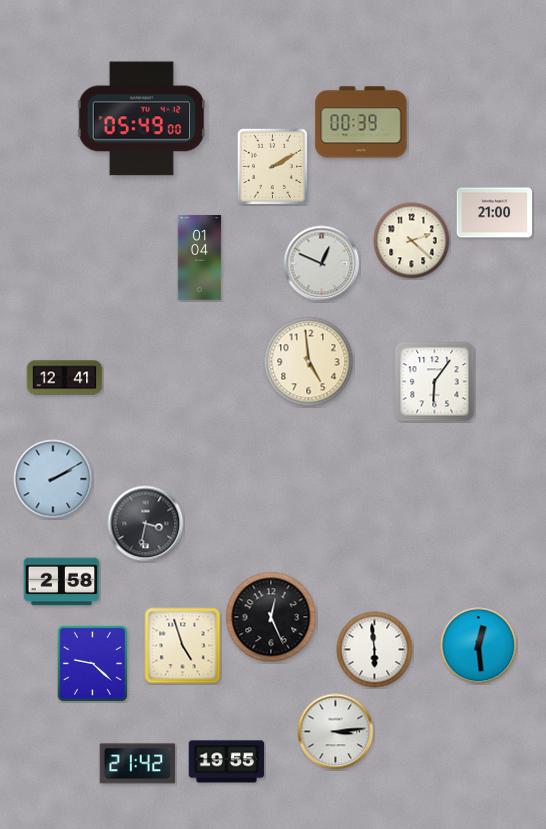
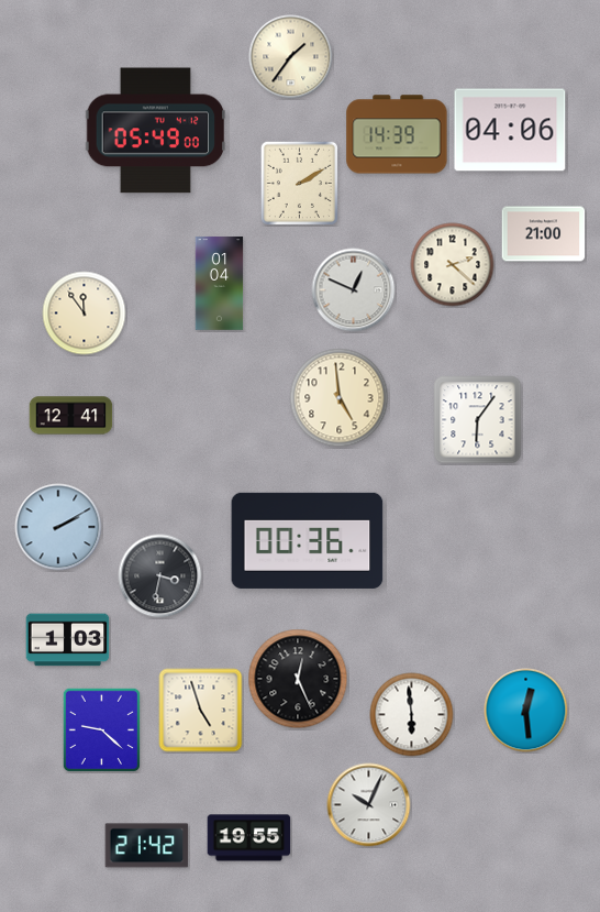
clock at (291, 57): none -> 1:36
clock at (510, 130): none -> 04:06
clock at (361, 122): 00:39 -> 14:39
clock at (85, 314): none -> 11:54
clock at (308, 540): none -> 00:36
clock at (62, 582): 2:58 -> 1:03
clock at (336, 732): 3:14 -> 10:04
clock at (138, 764) position: (138, 764) -> (147, 846)
